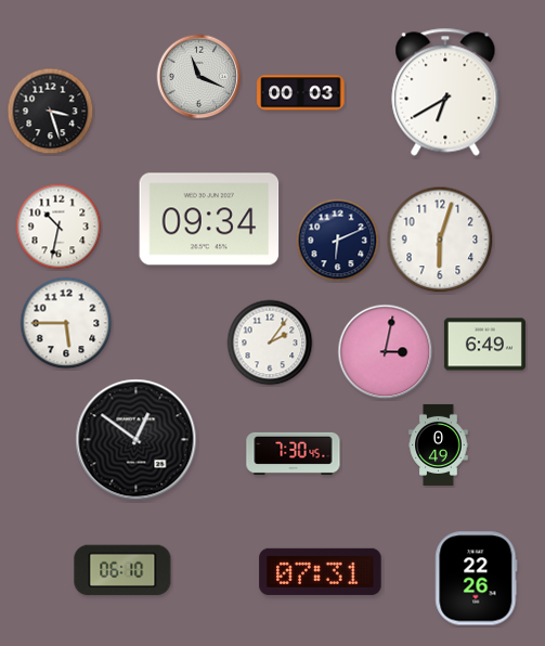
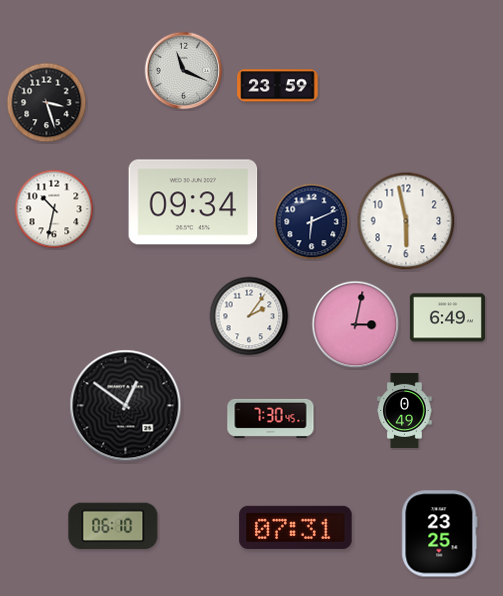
clock at (445, 92): 6:40 -> none
clock at (301, 93): 00:03 -> 23:59
clock at (440, 240): 6:03 -> 5:58
clock at (66, 323): 5:45 -> none
clock at (477, 579): 22:26 -> 23:25
